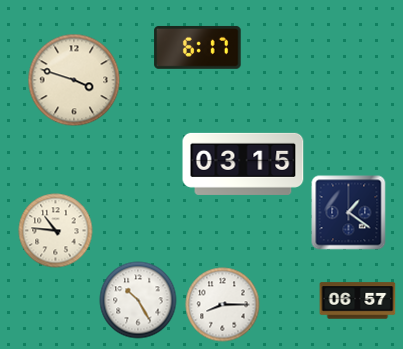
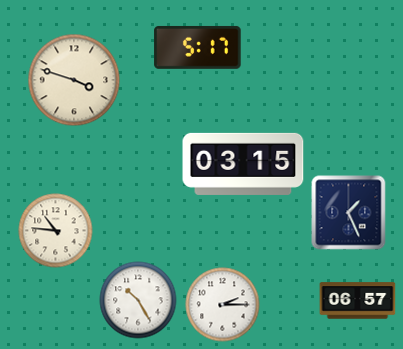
clock at (198, 47): 6:17 -> 5:17
clock at (349, 213): 1:21 -> 1:26
clock at (223, 305): 8:15 -> 2:15
